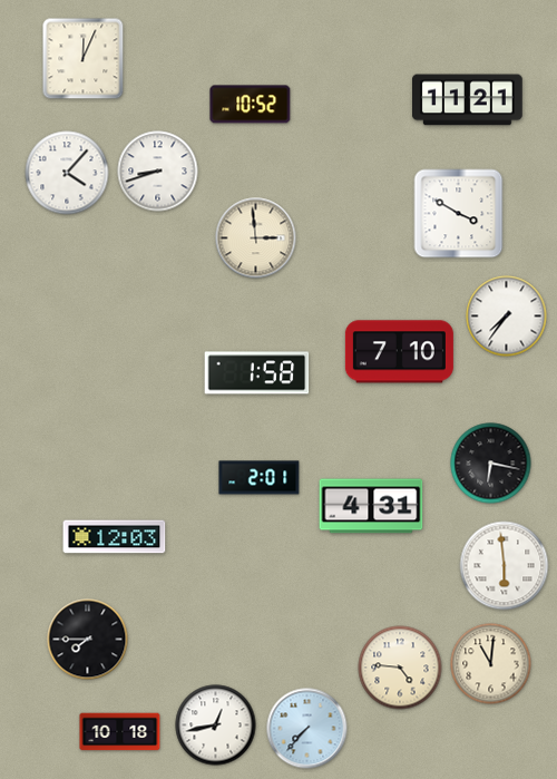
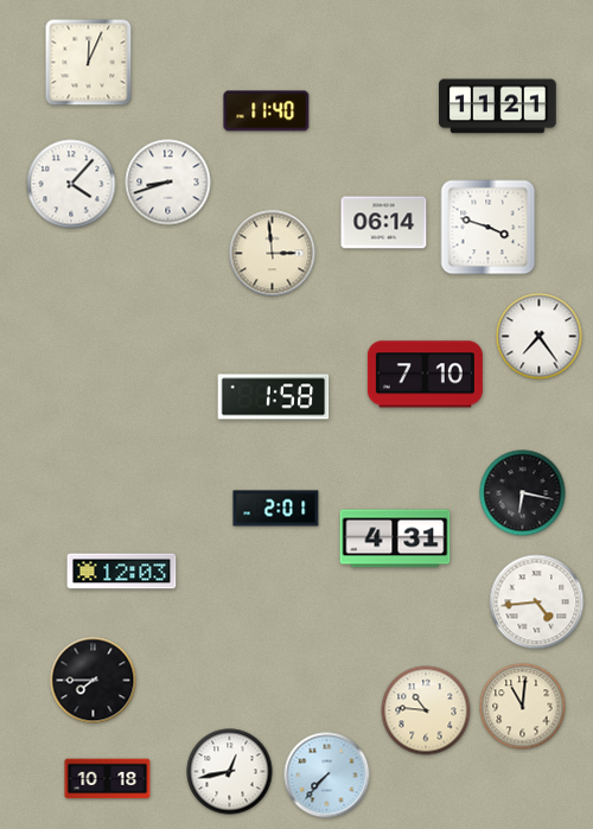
clock at (251, 105): 10:52 -> 11:40
clock at (384, 223): none -> 06:14
clock at (459, 214): 3:50 -> 3:48
clock at (507, 317): 7:36 -> 7:24
clock at (505, 566): 5:59 -> 4:44
clock at (400, 668): 4:46 -> 10:46
clock at (120, 732) position: (120, 732) -> (108, 779)
